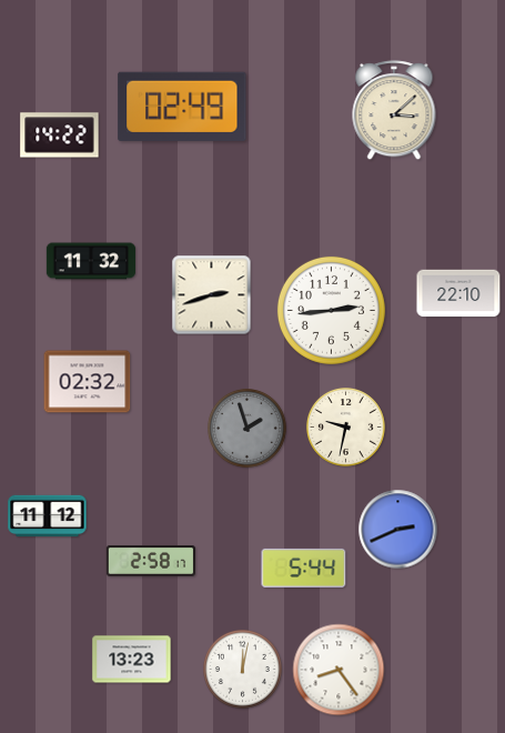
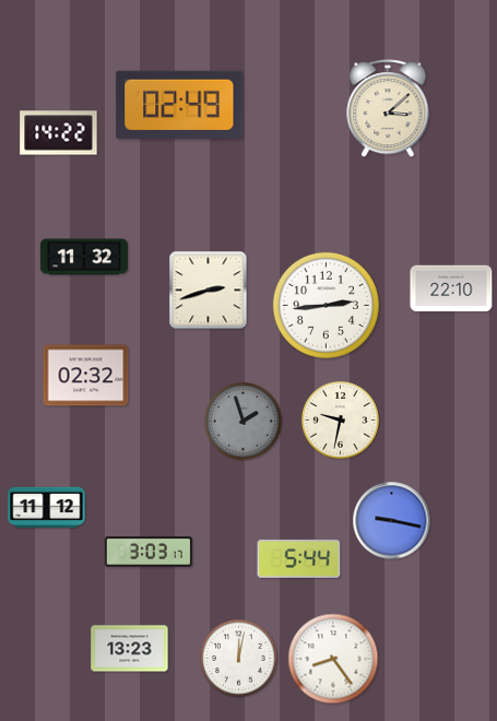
clock at (91, 261) position: (91, 261) -> (84, 257)
clock at (398, 530): 2:41 -> 9:17
clock at (150, 561): 2:58 -> 3:03
